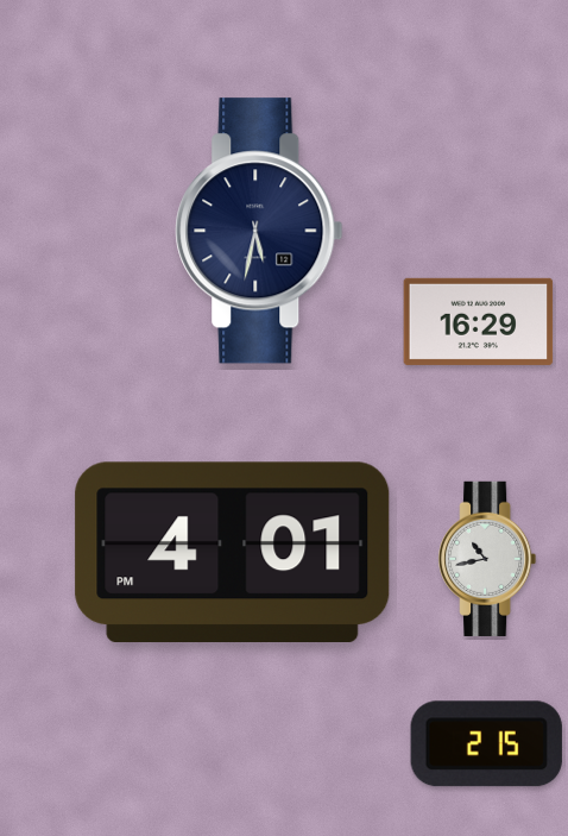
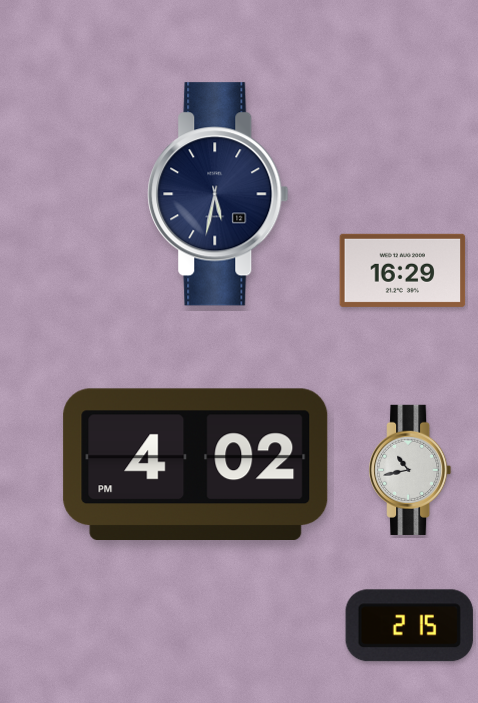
clock at (233, 552): 4:01 -> 4:02
